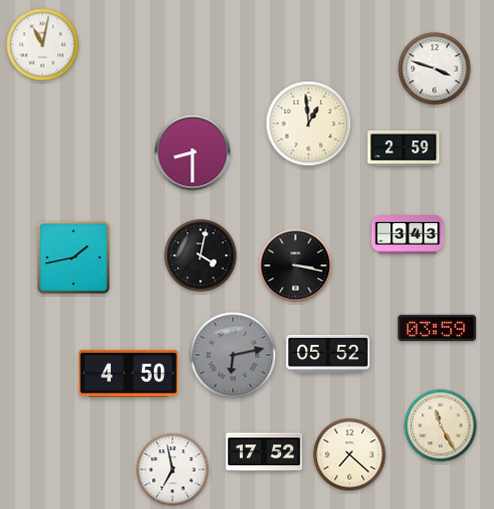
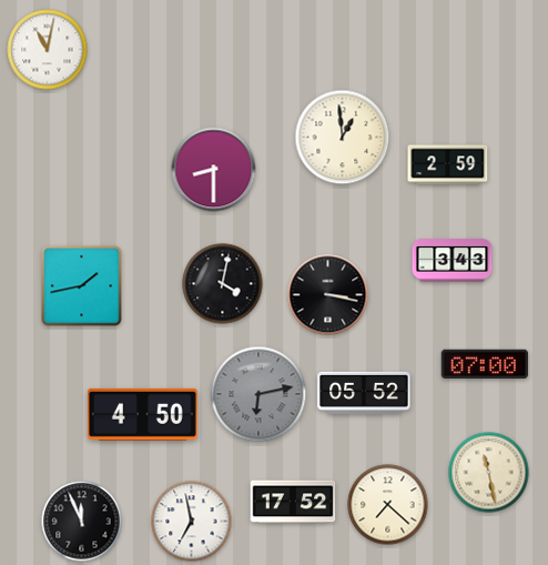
clock at (435, 69): 3:48 -> none
clock at (437, 328): 03:59 -> 07:00
clock at (441, 426): 11:25 -> 11:28
clock at (82, 522): none -> 11:56
